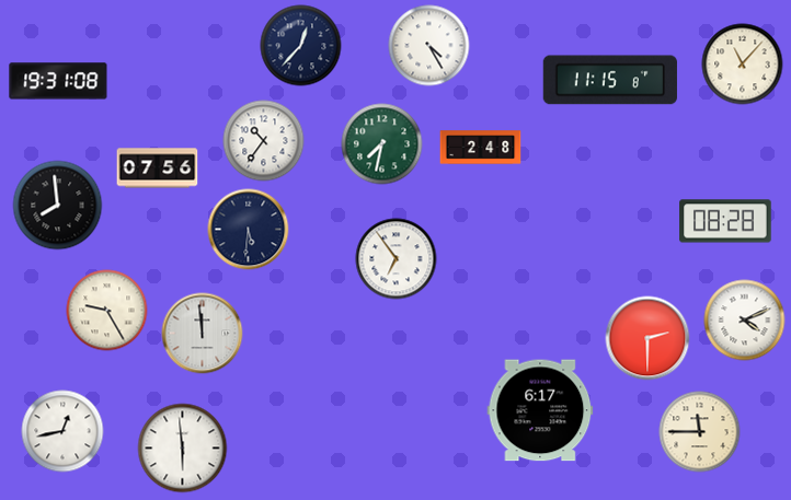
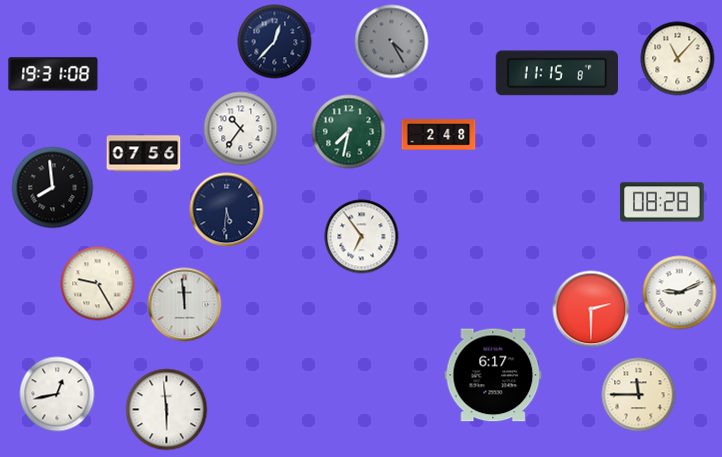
clock at (429, 46) dial: white -> grey
clock at (745, 321): 4:11 -> 9:11
